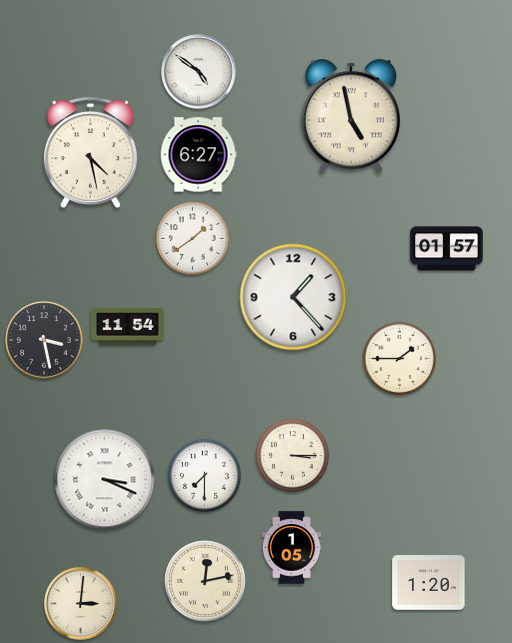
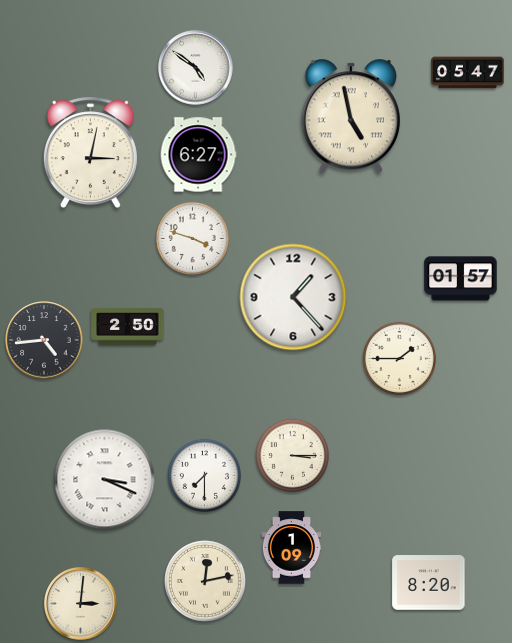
clock at (199, 72) position: (199, 72) -> (196, 68)
clock at (468, 73): none -> 05:47
clock at (90, 153): 4:28 -> 3:02
clock at (192, 238): 1:39 -> 3:48
clock at (447, 249) position: (447, 249) -> (461, 279)
clock at (128, 327): 11:54 -> 2:50
clock at (44, 340): 3:28 -> 4:44
clock at (292, 548): 1:05 -> 1:09
clock at (429, 583): 1:20 -> 8:20
